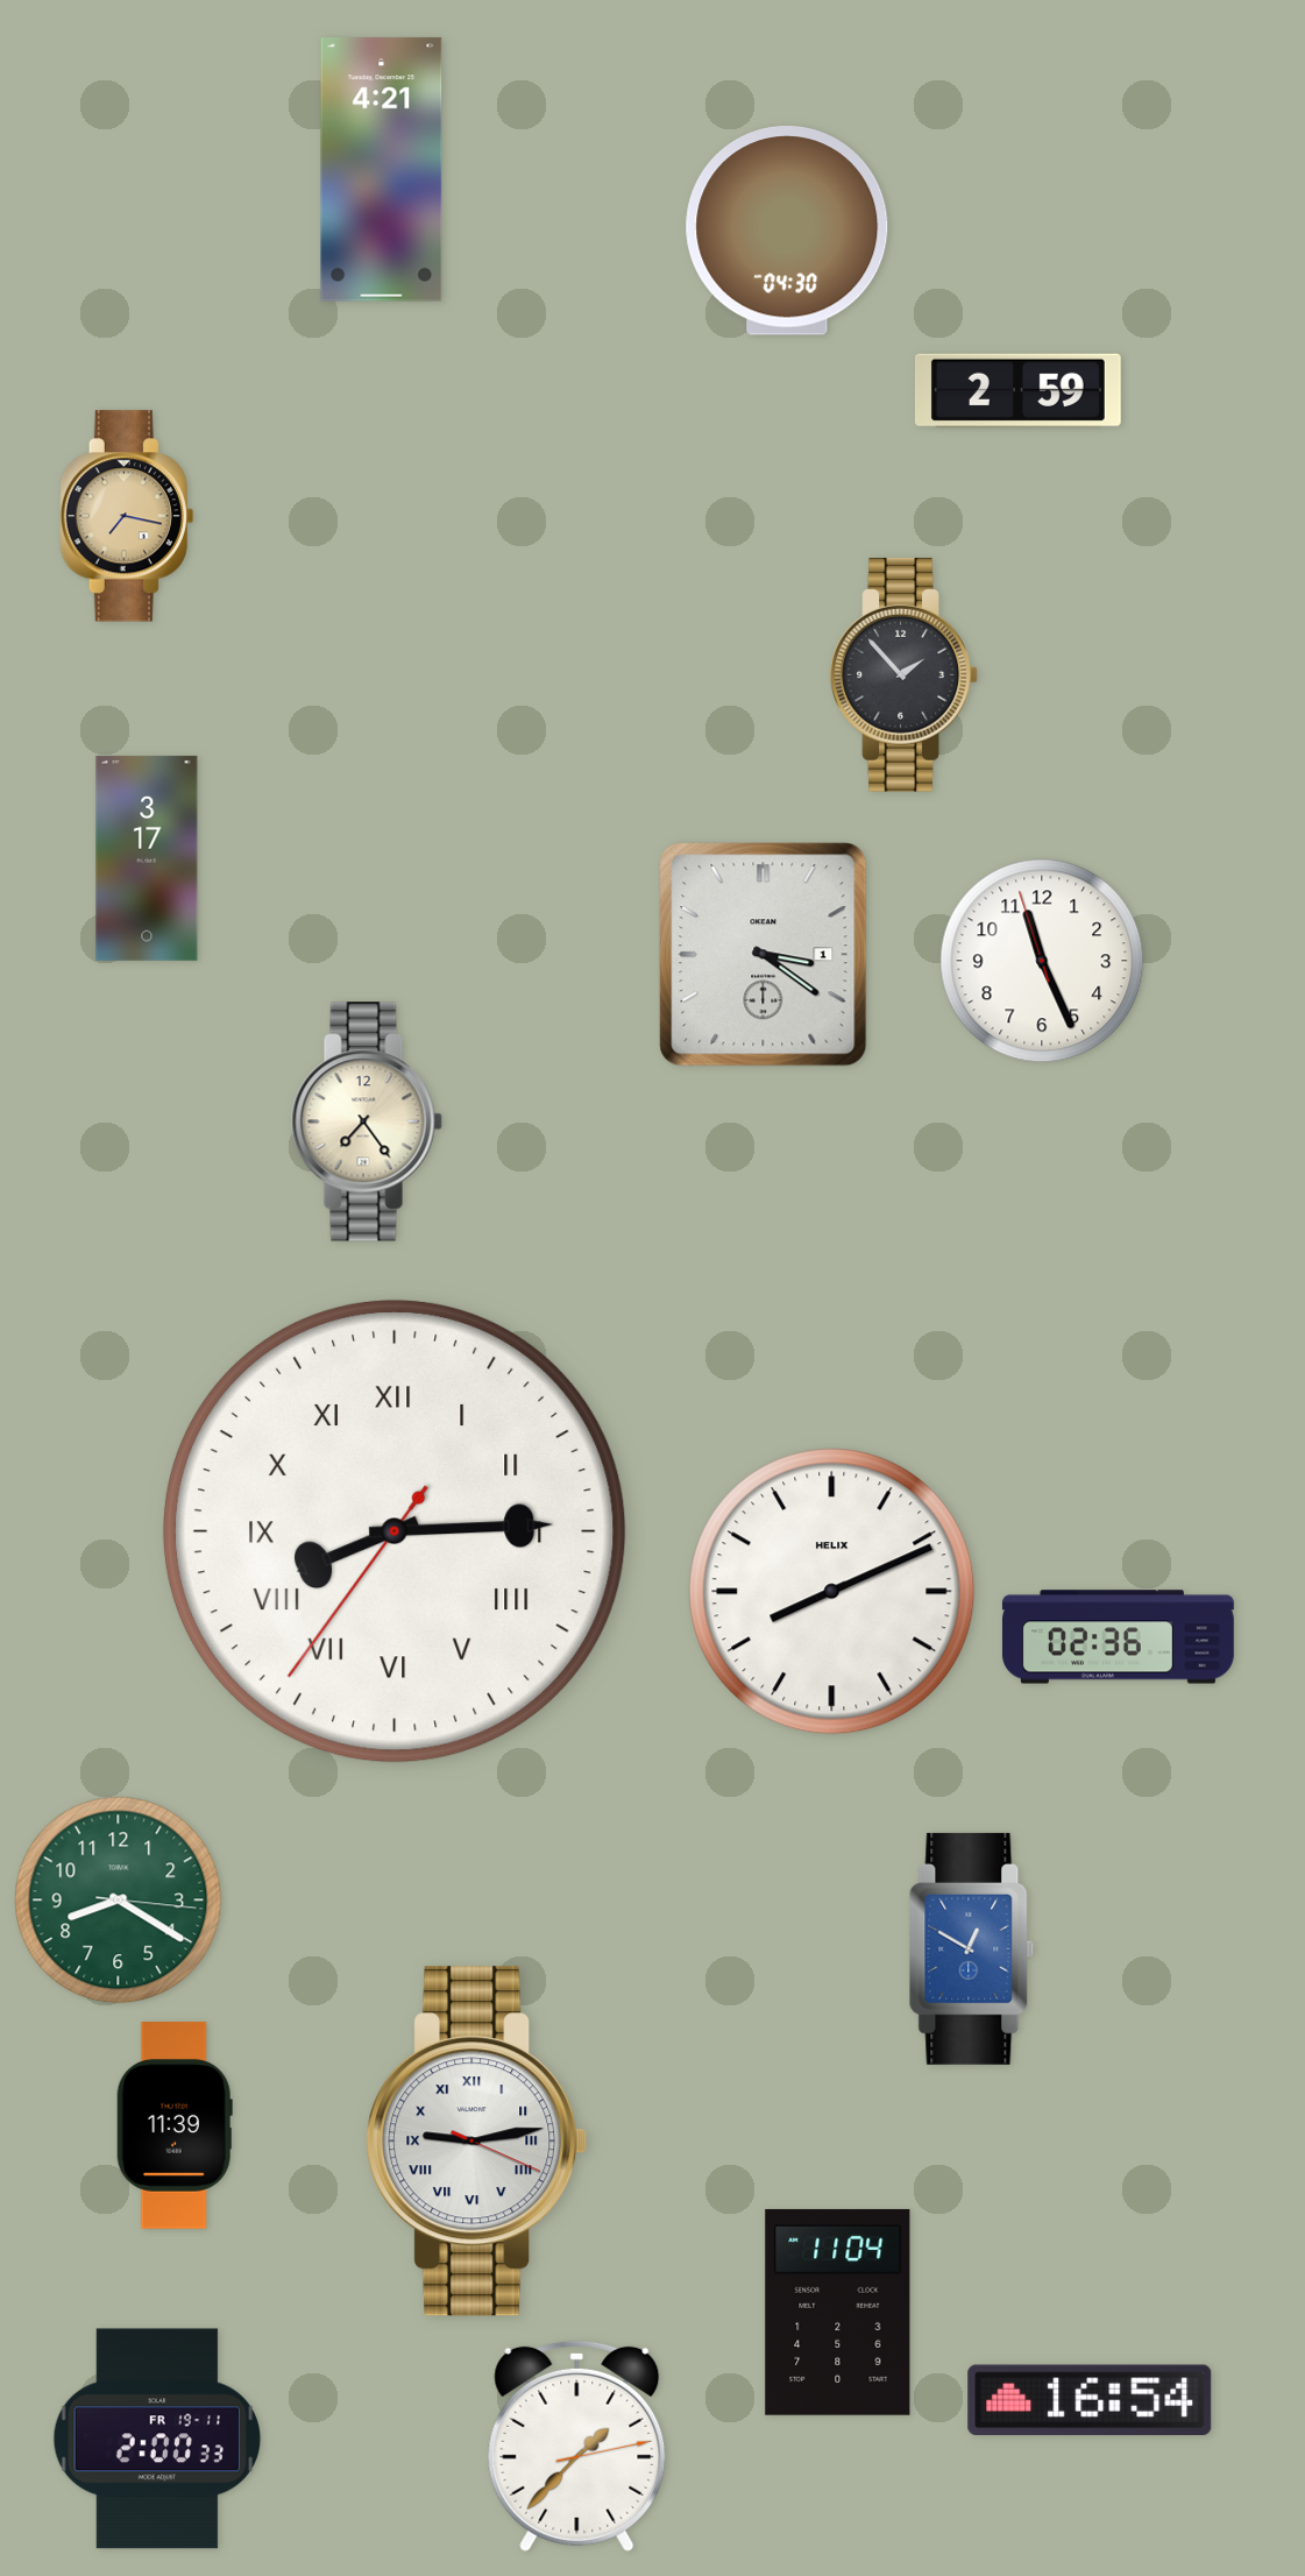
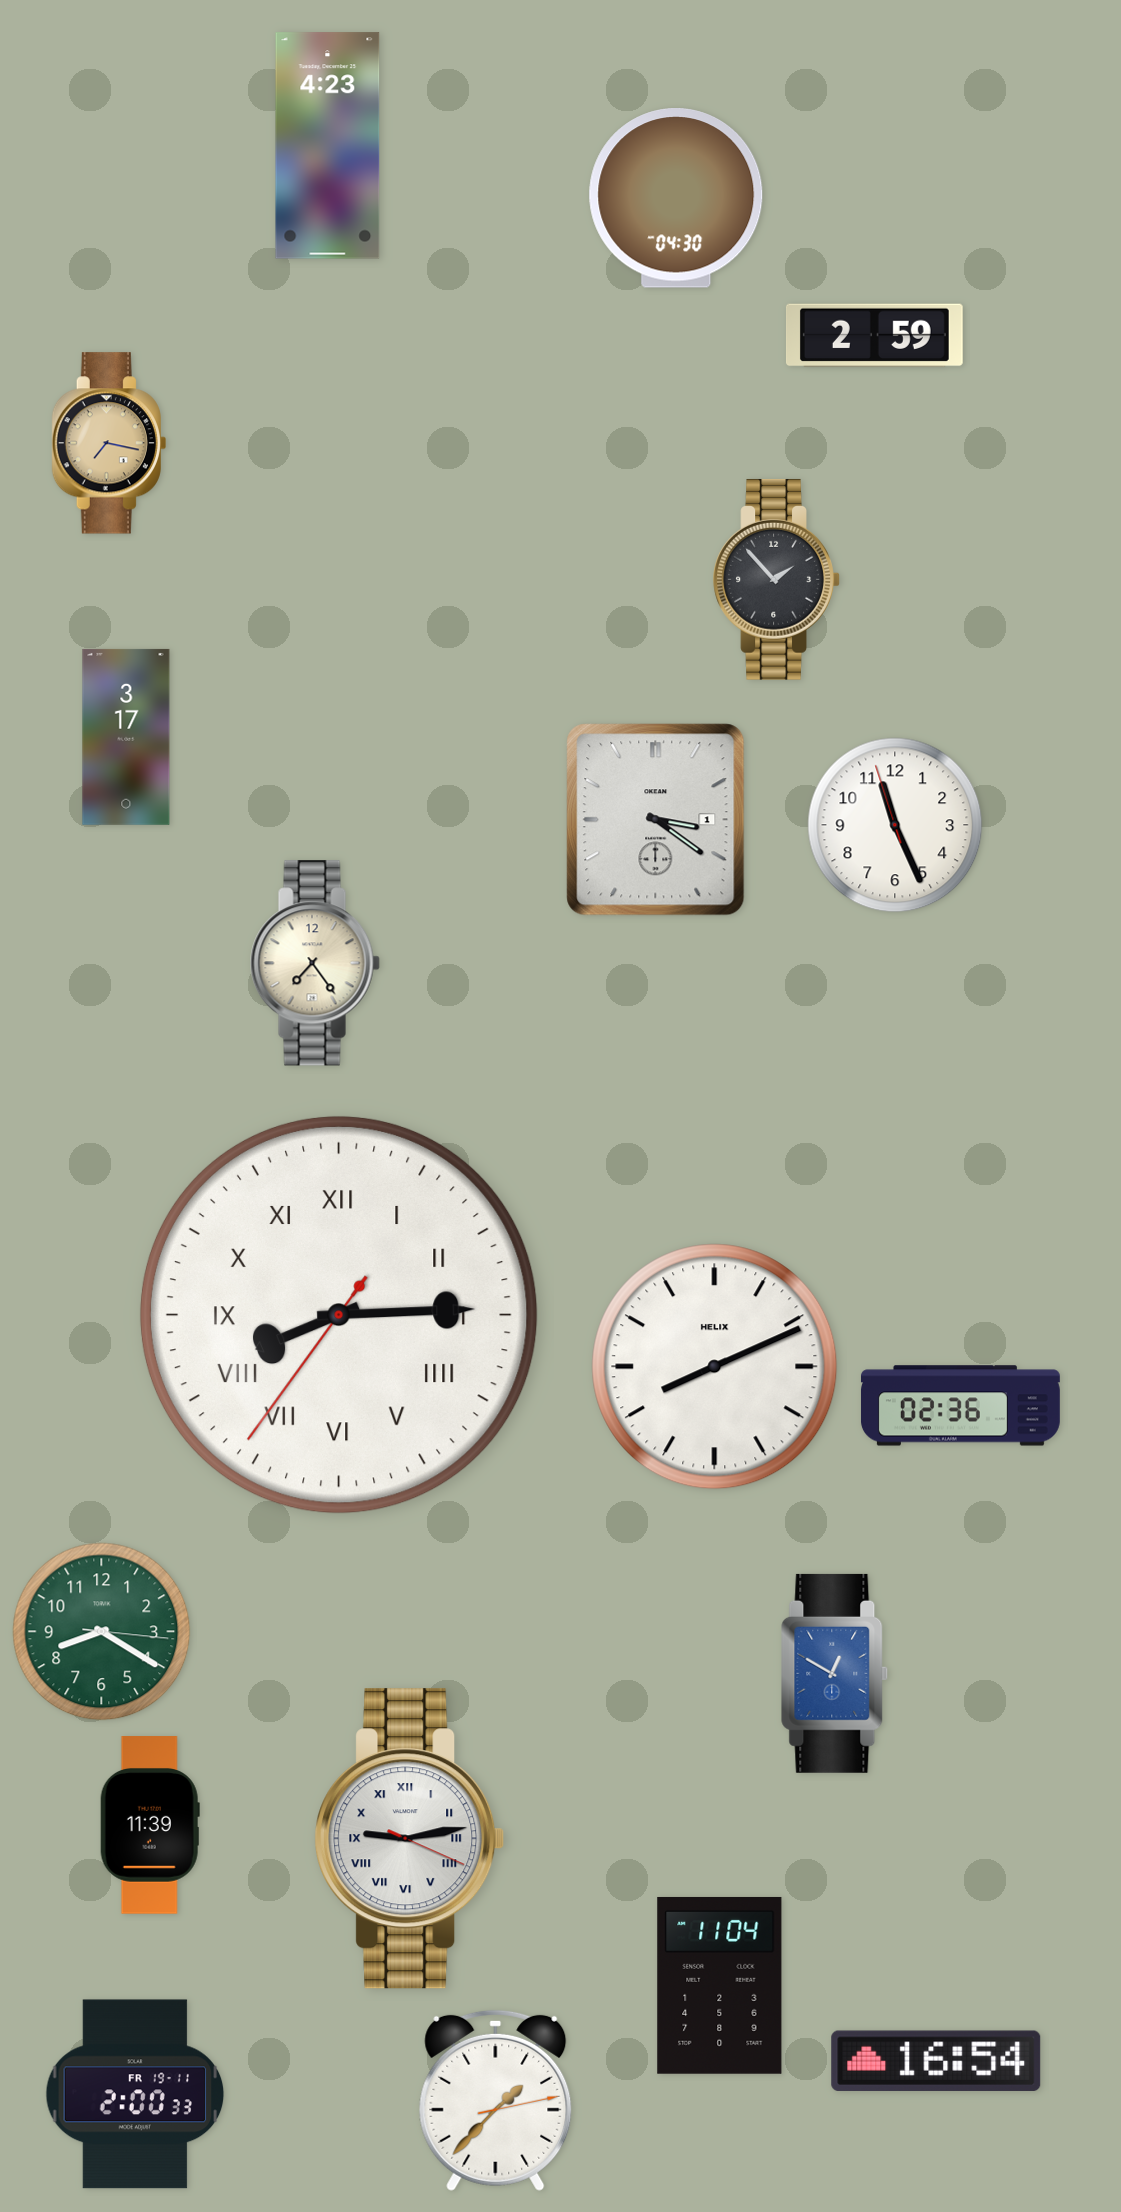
clock at (382, 170): 4:21 -> 4:23
